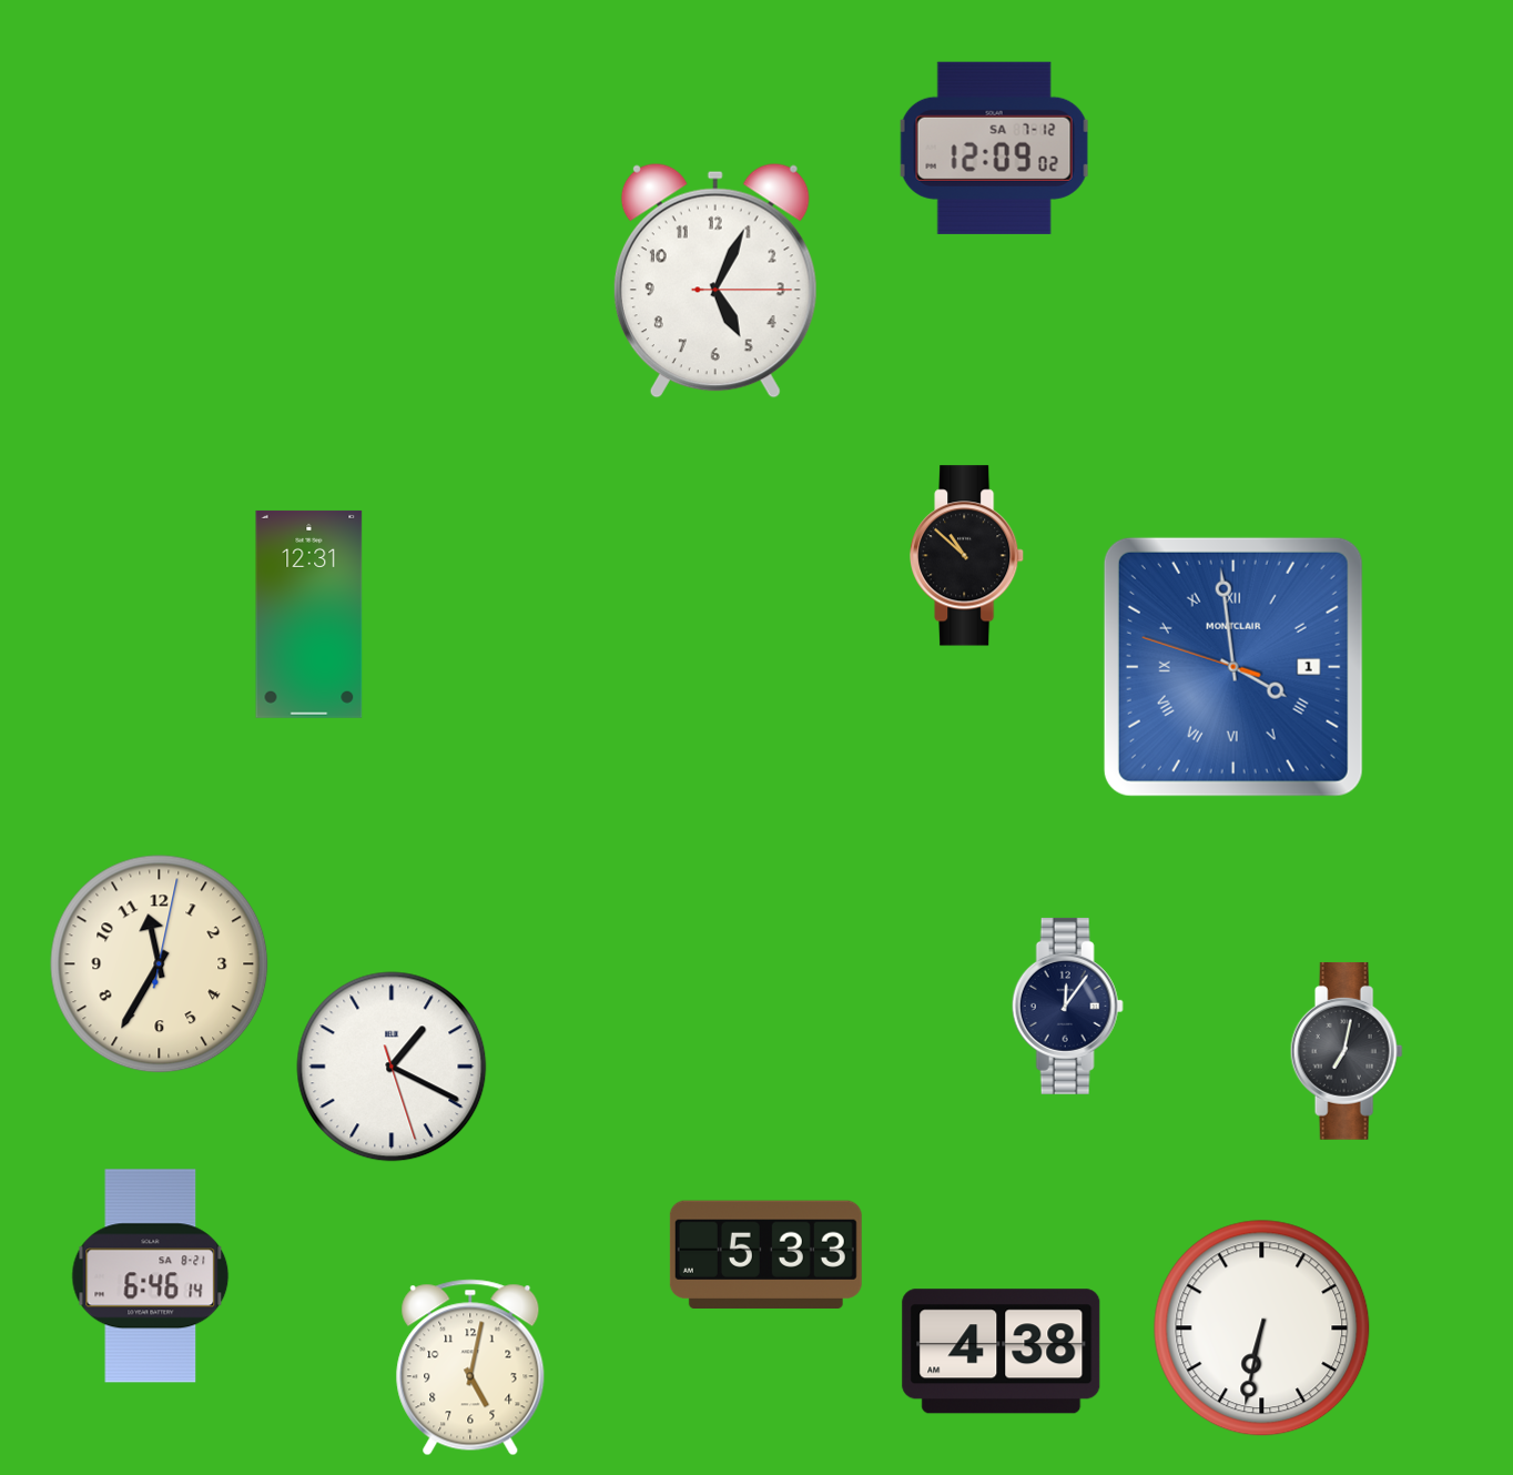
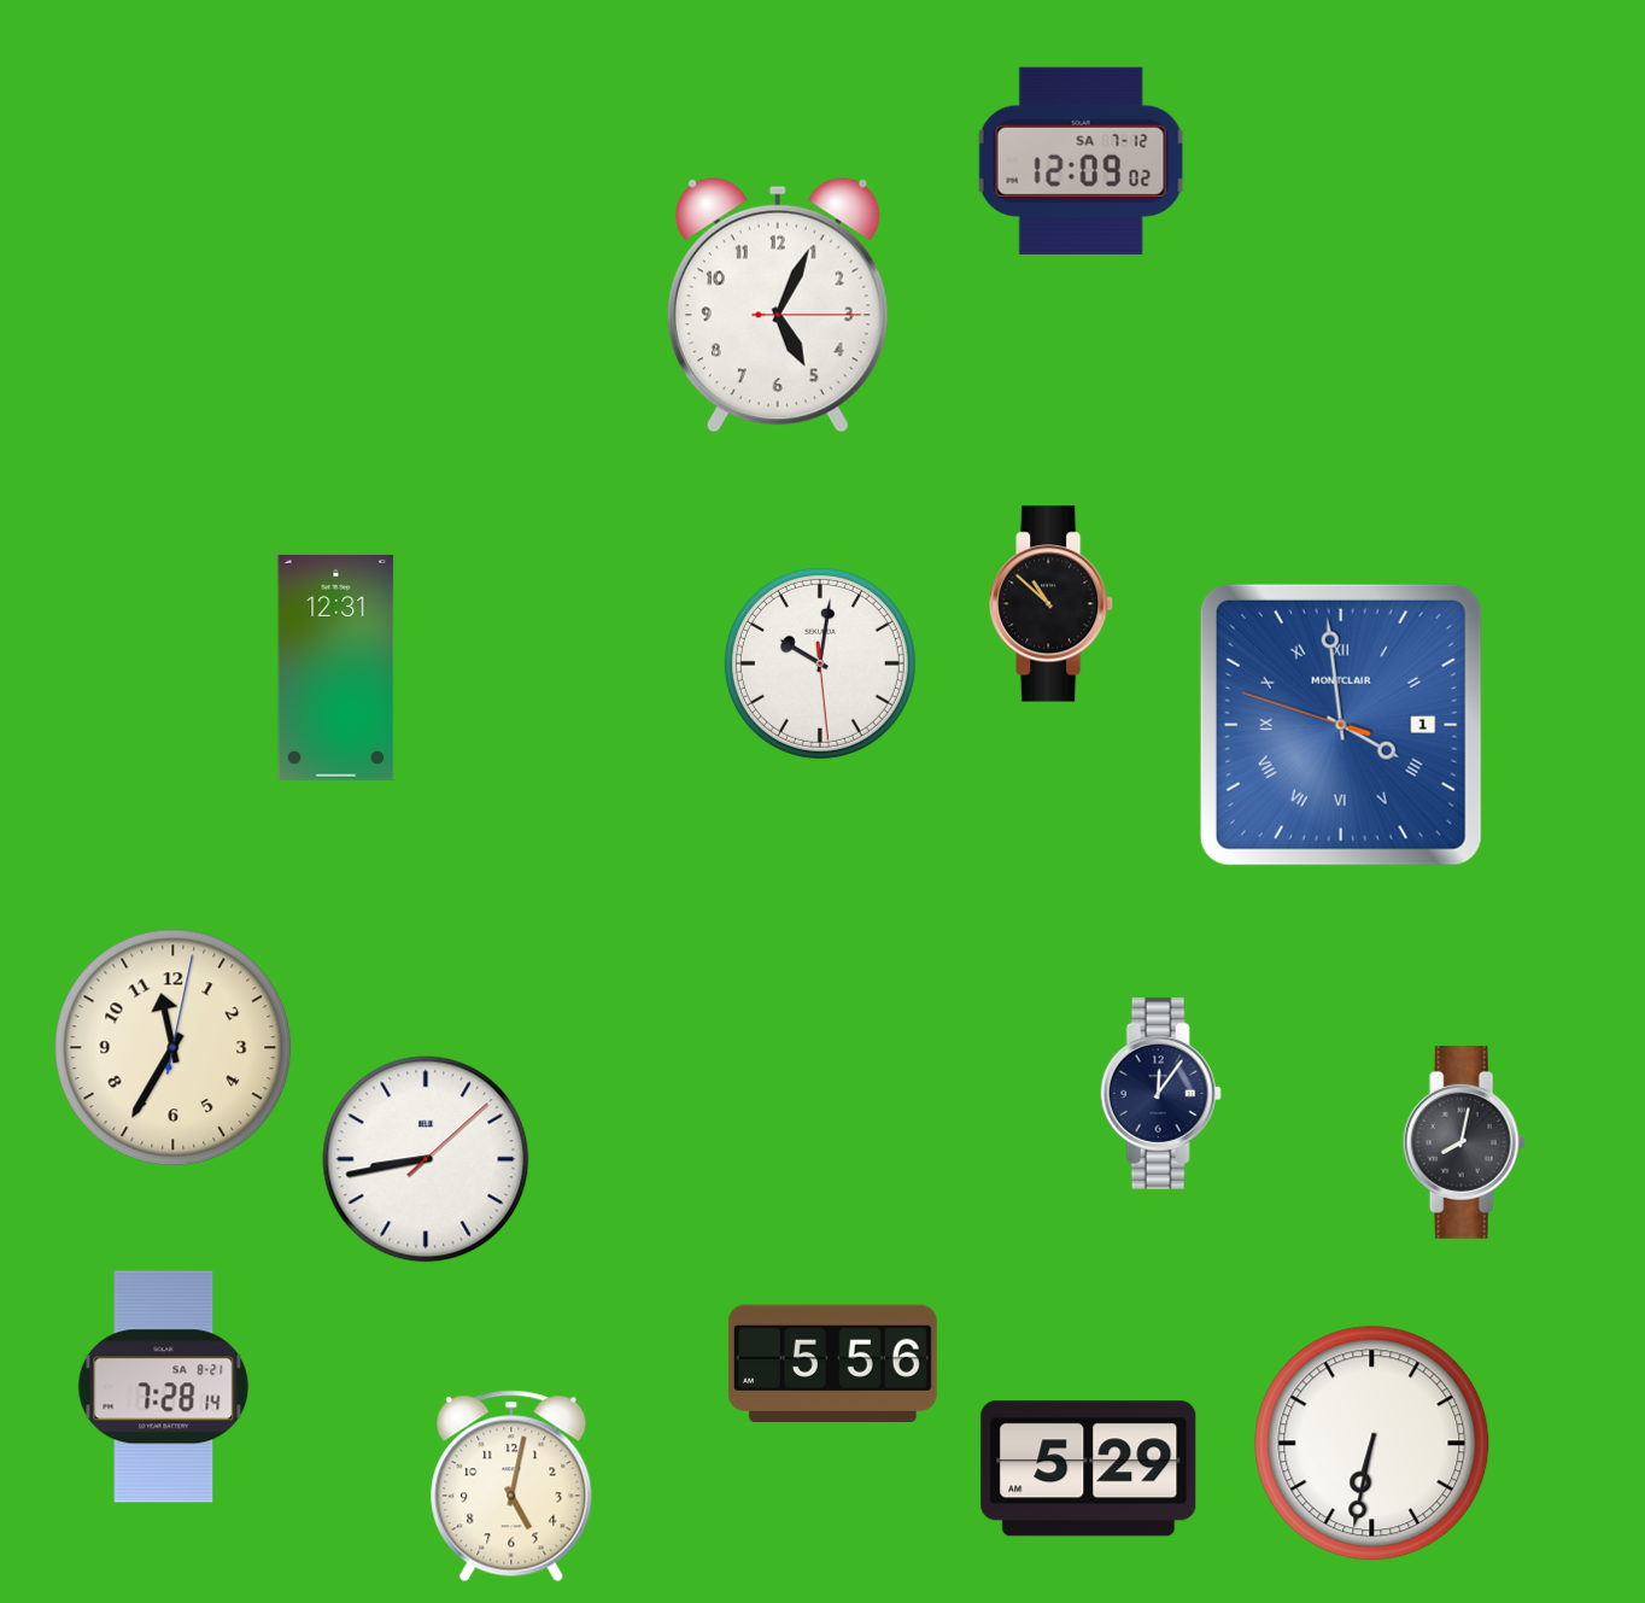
clock at (820, 663): none -> 10:01
clock at (1347, 1051): 7:02 -> 8:02
clock at (392, 1067): 1:19 -> 8:43
clock at (765, 1254): 5:33 -> 5:56
clock at (151, 1276): 6:46 -> 7:28
clock at (1002, 1352): 4:38 -> 5:29
